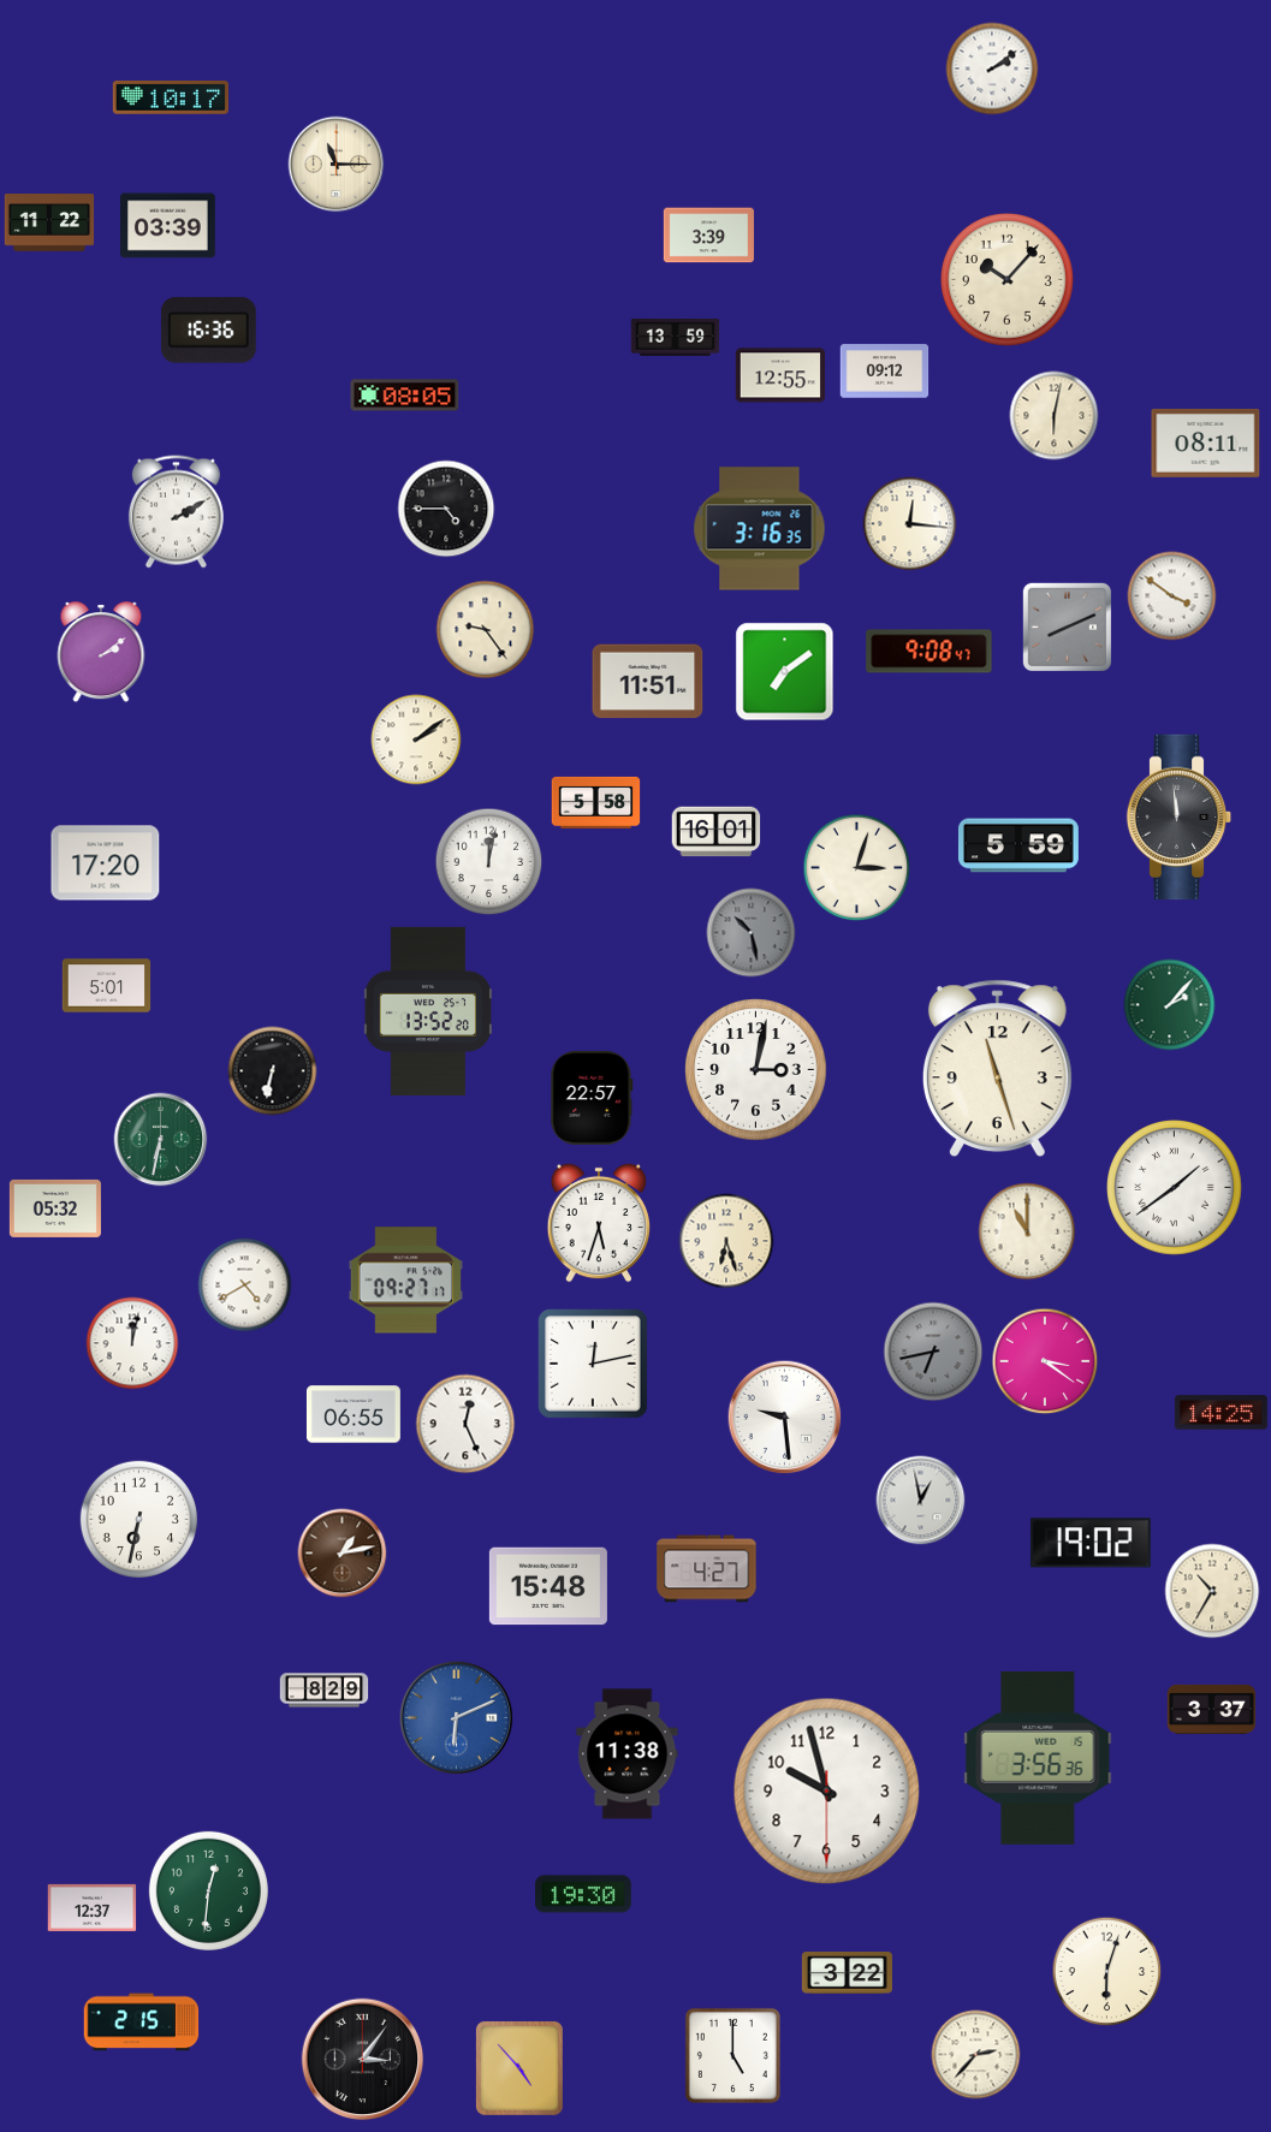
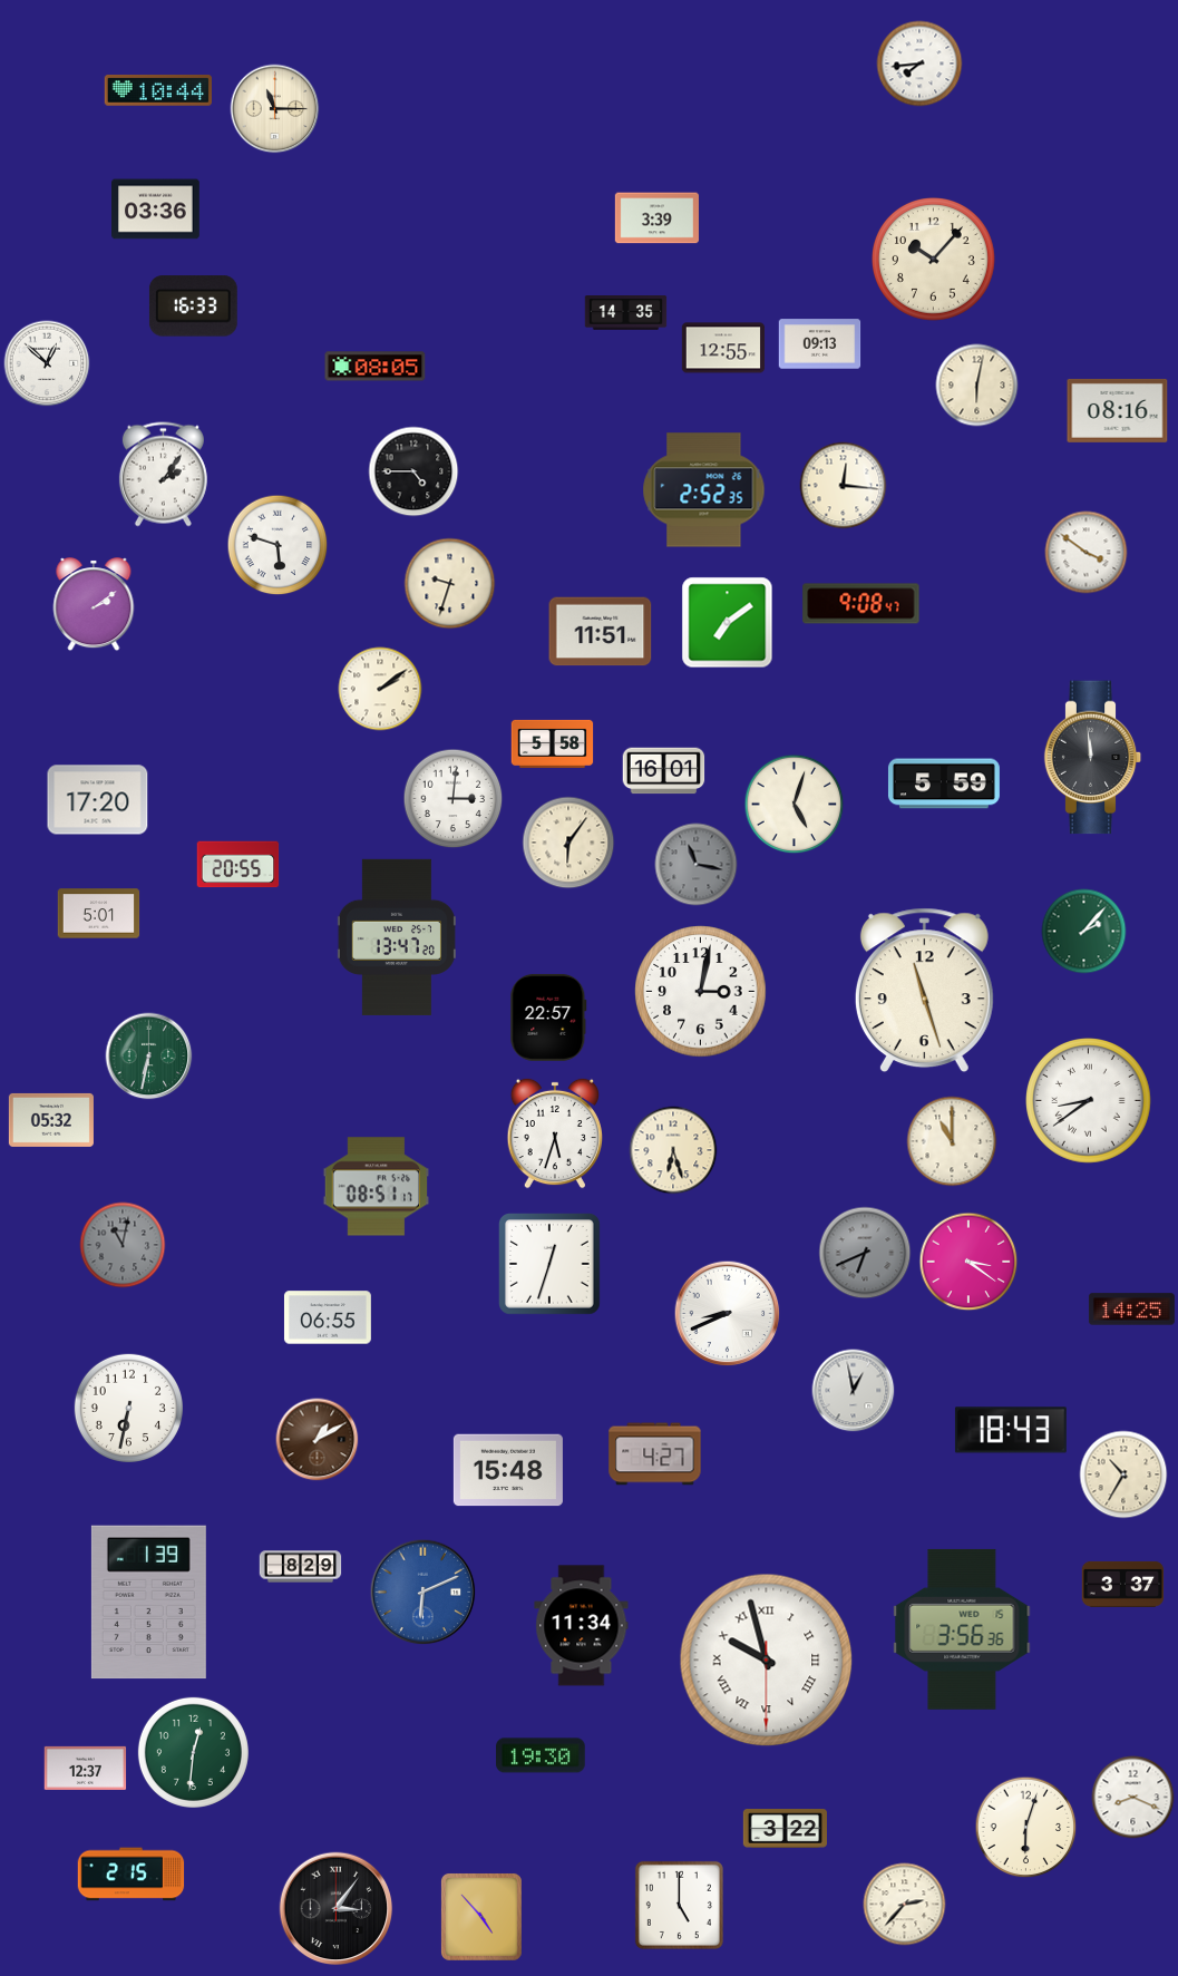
clock at (992, 69): 2:09 -> 7:44
clock at (171, 99): 10:17 -> 10:44
clock at (337, 165) position: (337, 165) -> (275, 109)
clock at (49, 224): 11:22 -> none
clock at (168, 226): 03:39 -> 03:36
clock at (208, 331): 16:36 -> 16:33
clock at (676, 338): 13:59 -> 14:35
clock at (885, 372): 09:12 -> 09:13
clock at (47, 363): none -> 12:52
clock at (1206, 443): 08:11 -> 08:16
clock at (176, 512): 2:10 -> 2:06
clock at (760, 529): 3:16 -> 2:52
clock at (278, 545): none -> 5:48
clock at (1067, 626): 8:11 -> none
clock at (486, 630): 9:24 -> 9:33
clock at (416, 740) position: (416, 740) -> (380, 689)
clock at (489, 862): 12:02 -> 3:01
clock at (857, 868): 3:03 -> 5:03
clock at (568, 843): none -> 6:06
clock at (238, 865): none -> 20:55
clock at (752, 933): 10:28 -> 11:17
clock at (428, 1010): 13:52 -> 13:47
clock at (273, 1071): 6:32 -> none
clock at (1175, 1188): 1:39 -> 8:39
clock at (406, 1281): 09:27 -> 08:51
clock at (245, 1285): 4:40 -> none
clock at (132, 1343): 12:02 -> 11:02
clock at (132, 1343) dial: white -> grey
clock at (933, 1352): 6:43 -> 6:41
clock at (594, 1365): 12:13 -> 12:33
clock at (354, 1414) position: (354, 1414) -> (328, 1317)
clock at (785, 1418): 9:29 -> 8:41
clock at (465, 1424): 12:26 -> none
clock at (1091, 1543): 19:02 -> 18:43
clock at (343, 1554): 1:13 -> 1:10
clock at (148, 1603): none -> 1:39
clock at (628, 1754): 11:38 -> 11:34
clock at (827, 1792) numerals: Arabic -> Roman
clock at (1133, 1798): none -> 8:19
